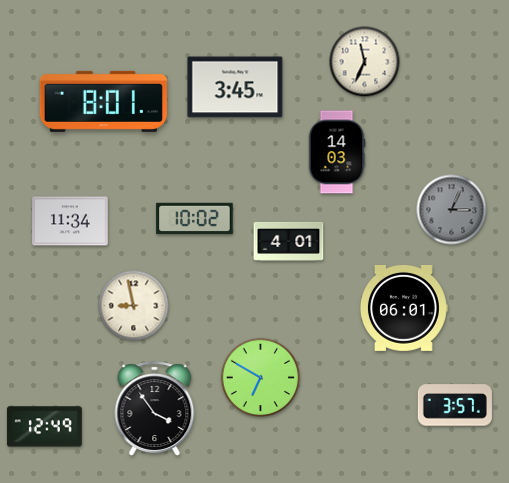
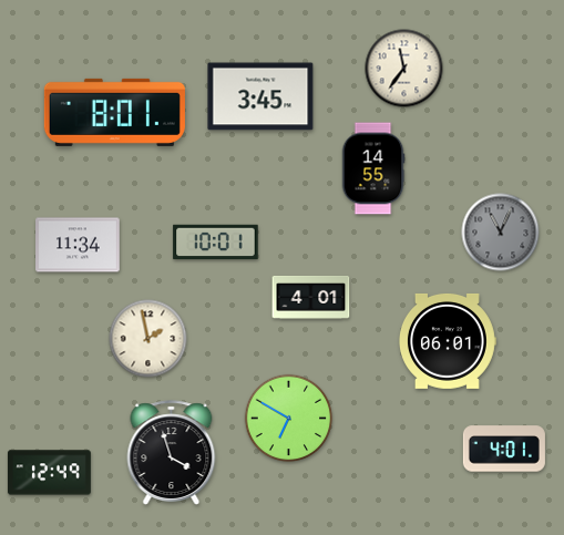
clock at (365, 62): 11:34 -> 11:36
clock at (337, 152): 14:03 -> 14:55
clock at (452, 210): 3:04 -> 11:04
clock at (195, 219): 10:02 -> 10:01
clock at (289, 241) position: (289, 241) -> (311, 297)
clock at (134, 306): 8:58 -> 1:58
clock at (455, 405): 3:57 -> 4:01
clock at (155, 409): 3:54 -> 3:57
